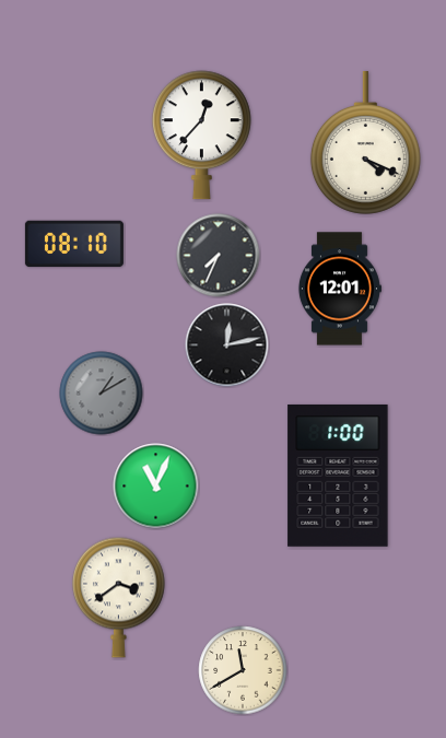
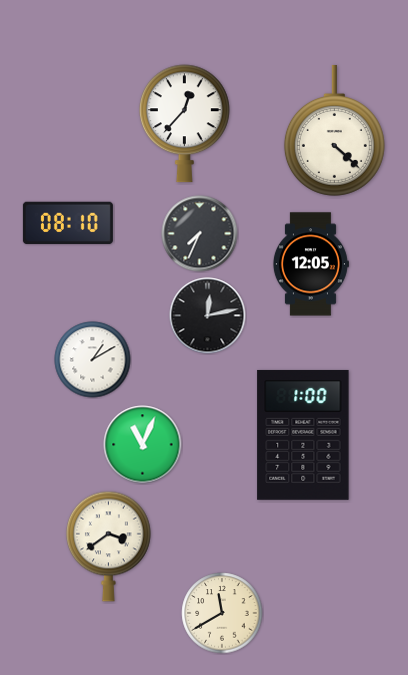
clock at (365, 143): 4:19 -> 4:22
clock at (339, 289): 12:01 -> 12:05
clock at (102, 394) dial: grey -> white
clock at (338, 476) position: (338, 476) -> (303, 435)
